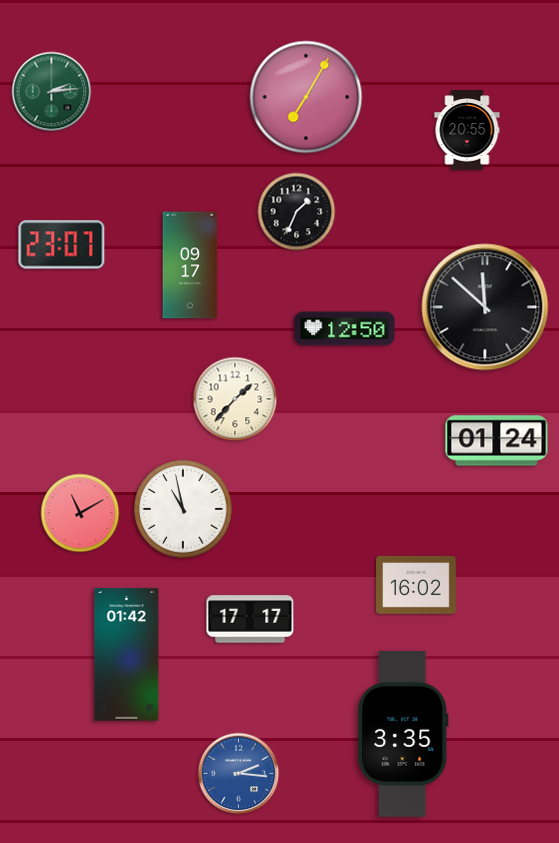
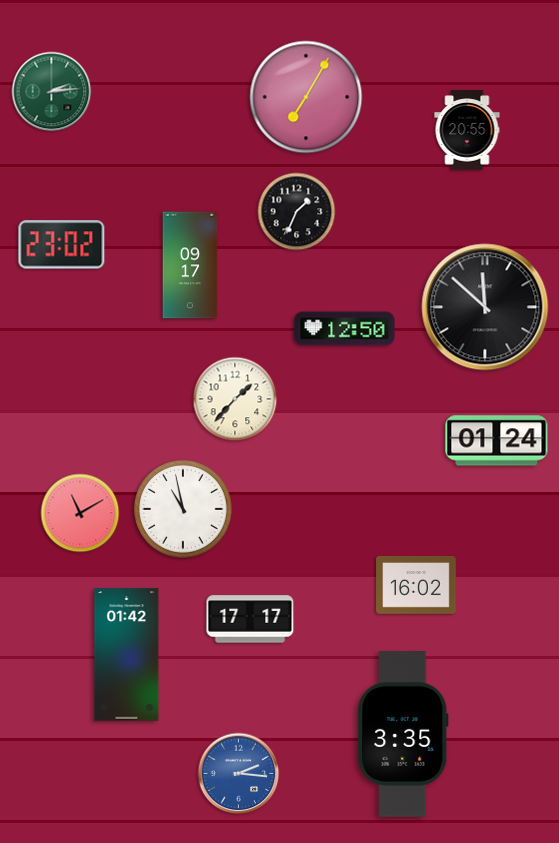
clock at (62, 245): 23:07 -> 23:02
